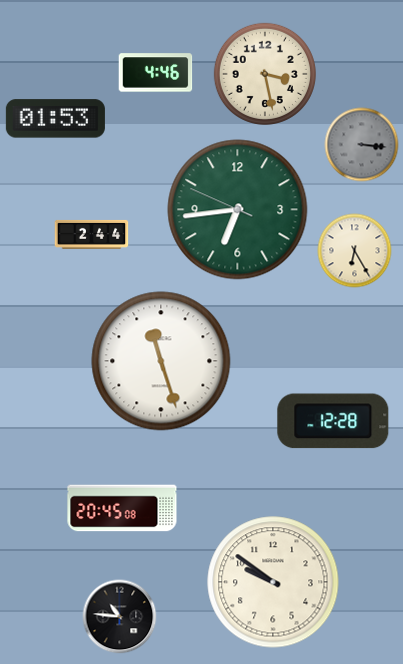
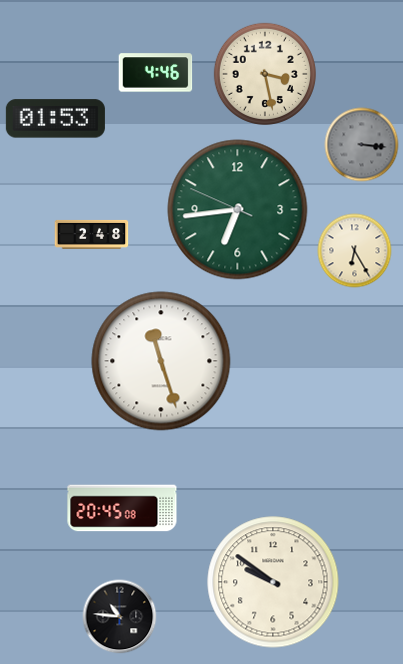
clock at (92, 234): 2:44 -> 2:48
clock at (333, 421): 12:28 -> none
